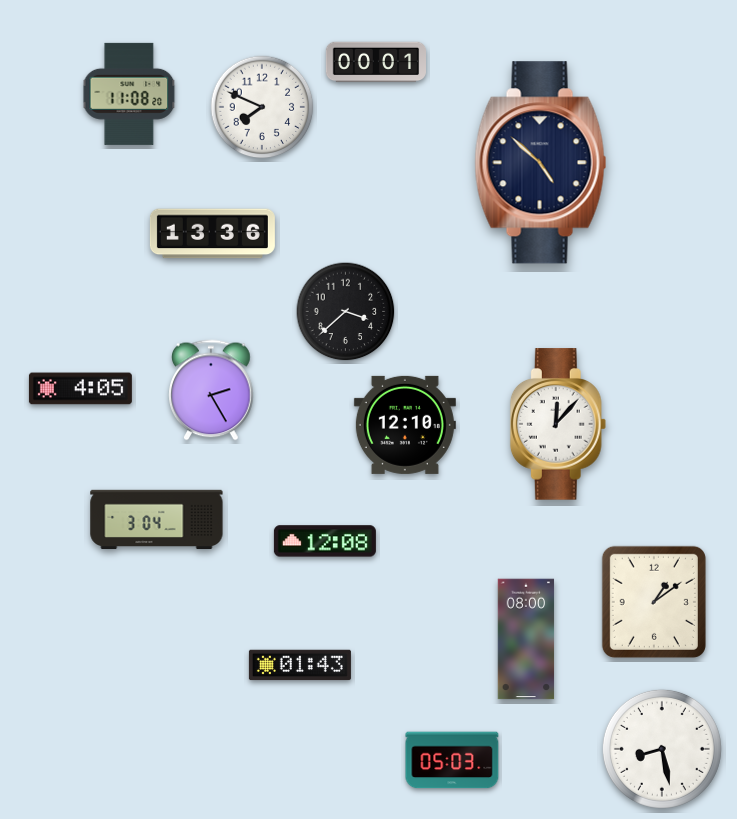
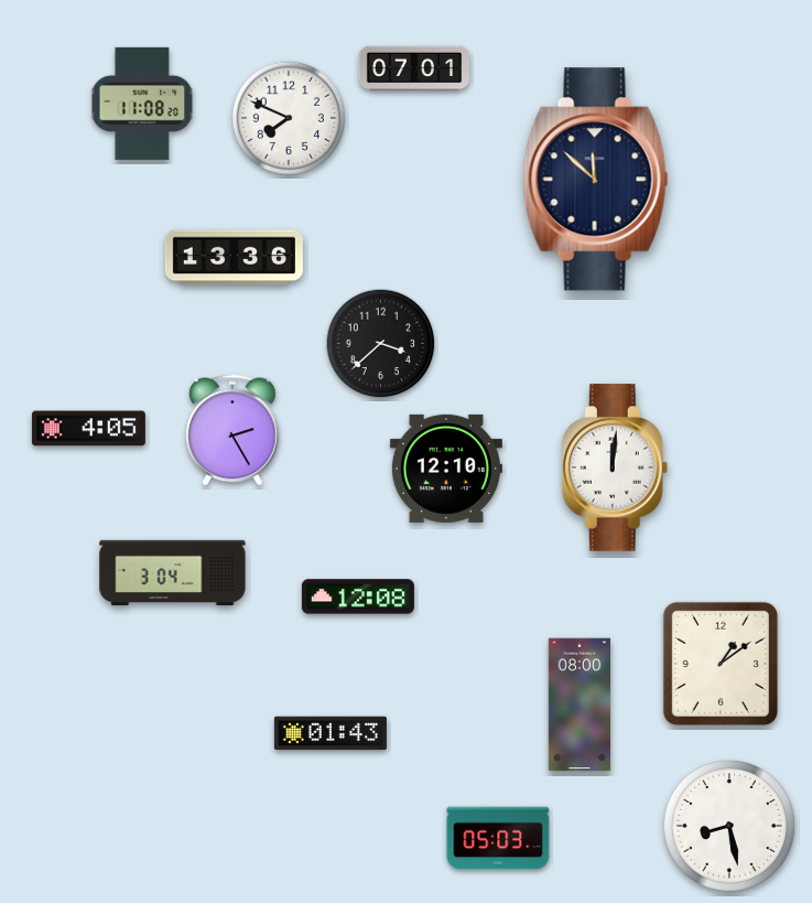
clock at (375, 62): 00:01 -> 07:01
clock at (541, 163): 4:52 -> 11:52
clock at (558, 424): 12:07 -> 12:01
